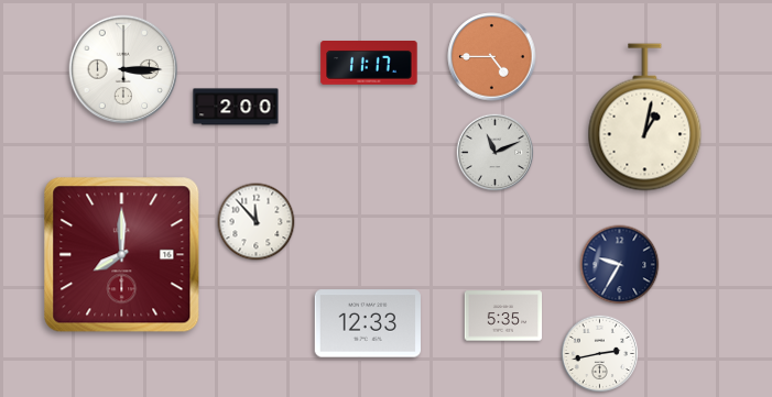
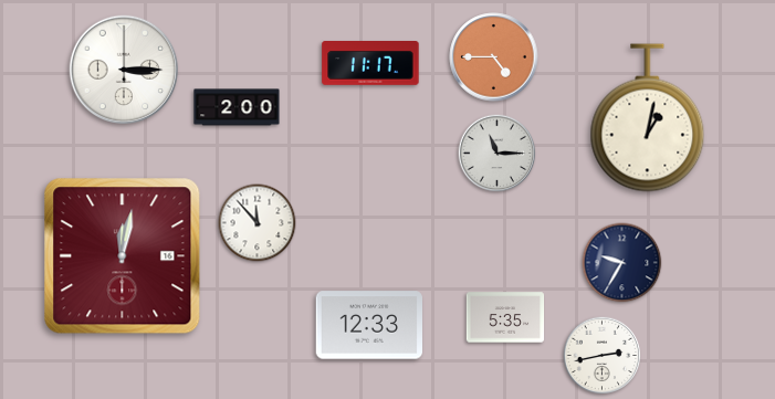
clock at (496, 153): 11:11 -> 11:15
clock at (122, 255): 8:00 -> 12:02
clock at (620, 265) position: (620, 265) -> (622, 263)
